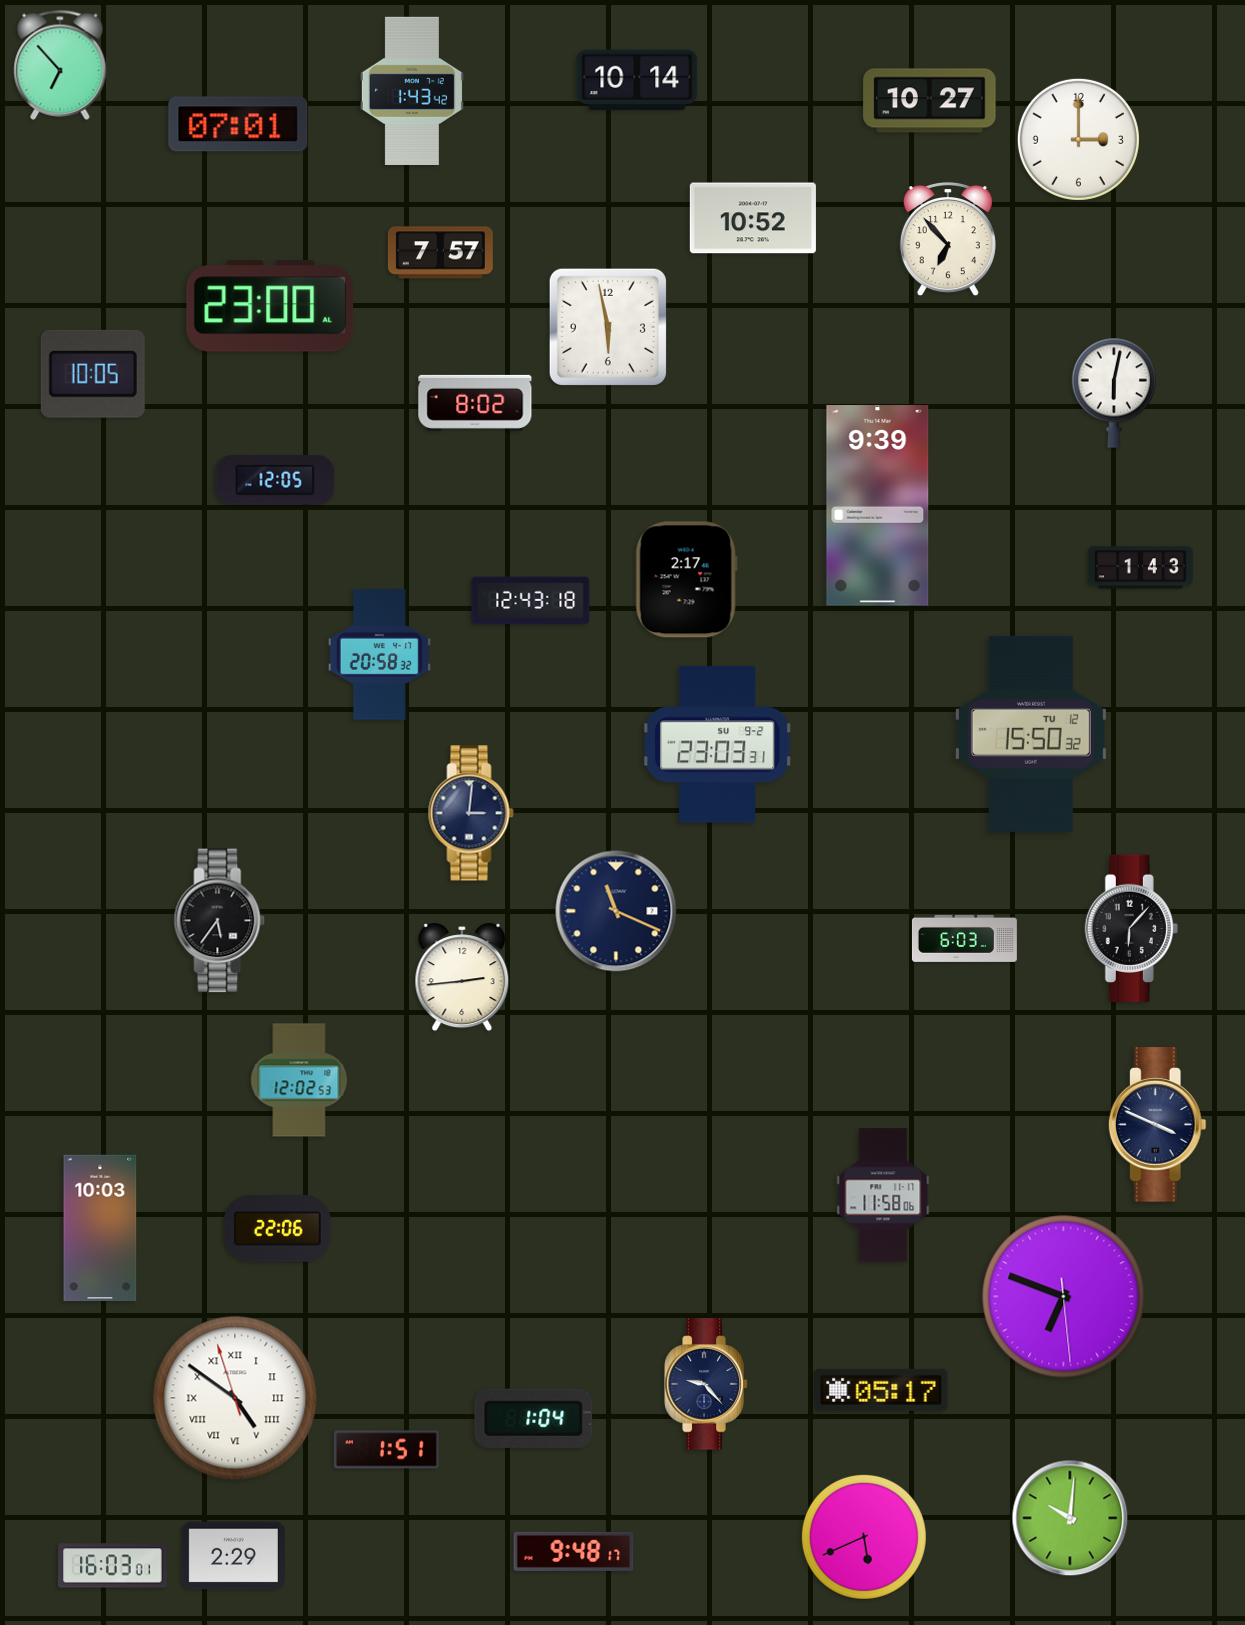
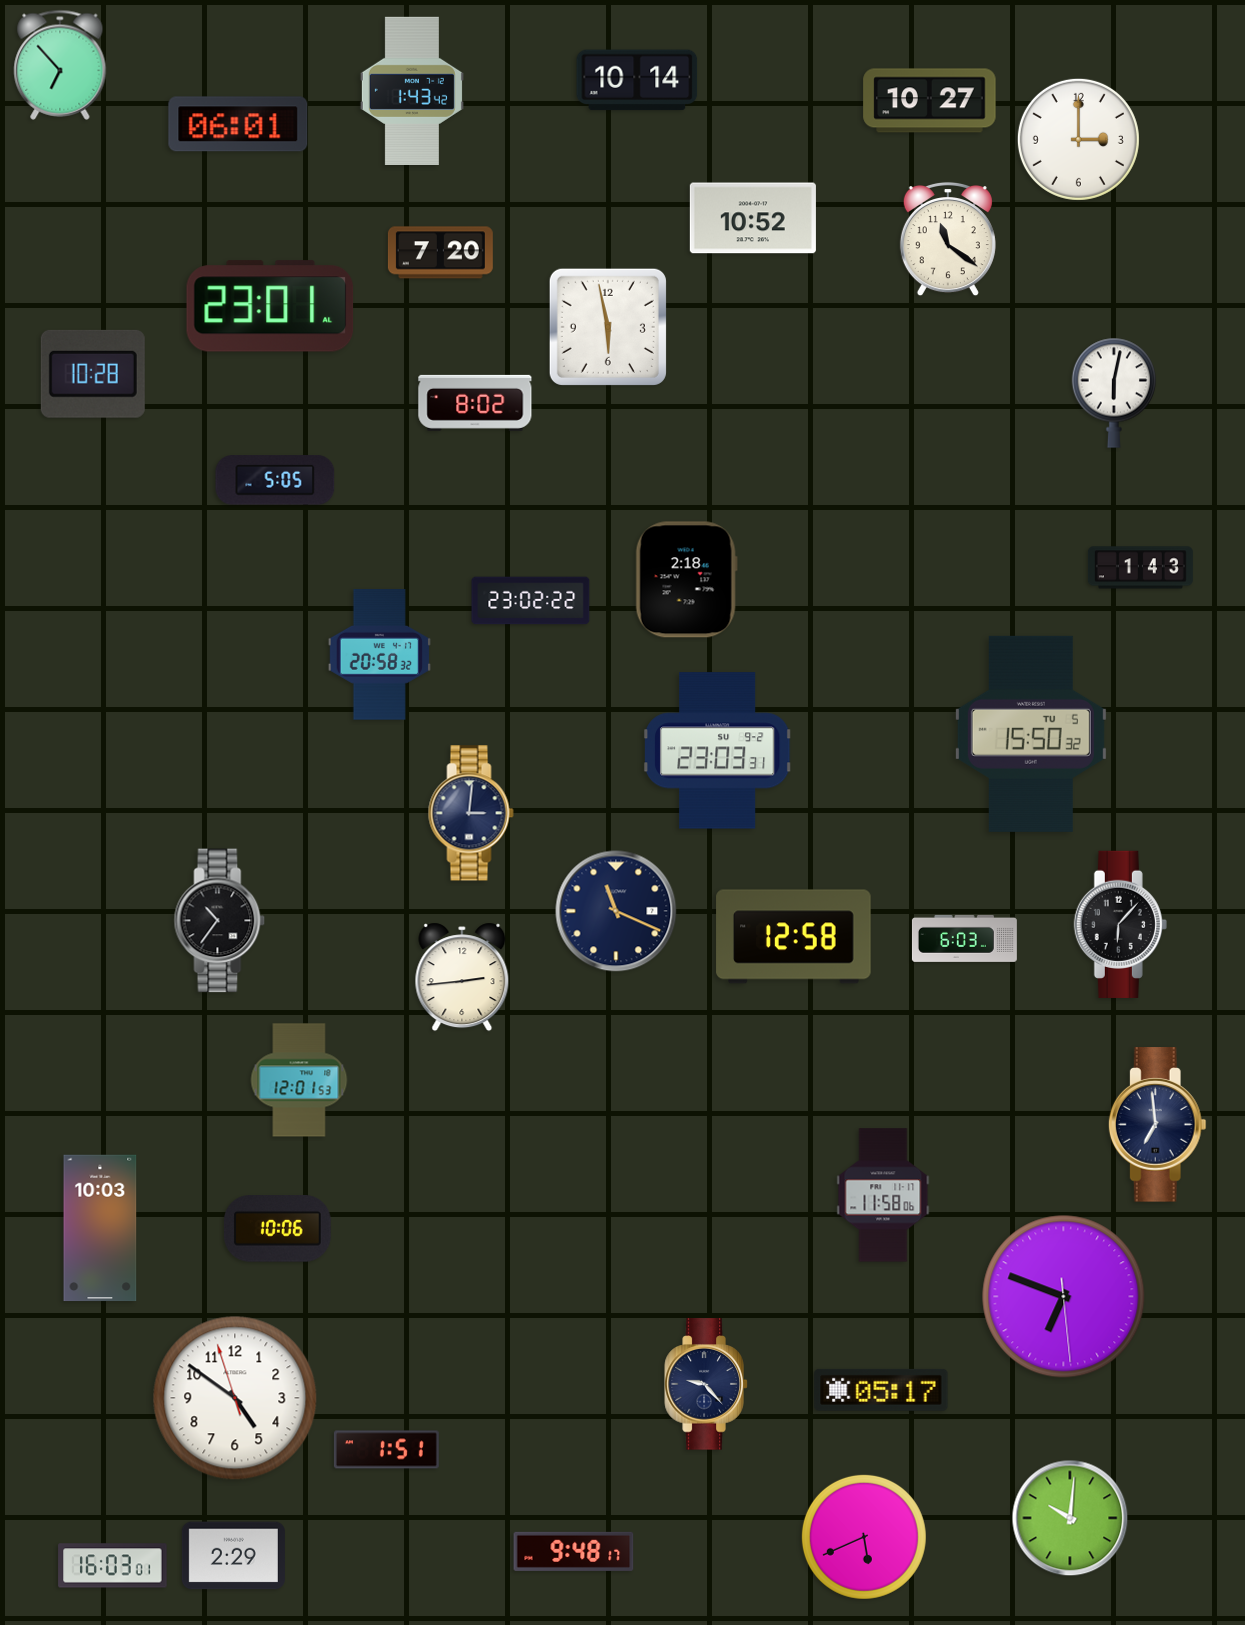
clock at (238, 124): 07:01 -> 06:01
clock at (948, 239): 6:53 -> 11:21
clock at (440, 253): 7:57 -> 7:20
clock at (270, 306): 23:00 -> 23:01
clock at (93, 374): 10:05 -> 10:28
clock at (275, 480): 12:05 -> 5:05
clock at (878, 506): 9:39 -> none
clock at (686, 580): 2:17 -> 2:18
clock at (531, 601): 12:43 -> 23:02
clock at (1031, 734) date: TU 12 -> TU 5
clock at (717, 745) position: (717, 745) -> (717, 751)
clock at (220, 921): 5:36 -> 10:36
clock at (1131, 928) position: (1131, 928) -> (1120, 924)
clock at (794, 937): none -> 12:58
clock at (299, 1080): 12:02 -> 12:01
clock at (1157, 1125): 3:49 -> 6:59
clock at (277, 1229): 22:06 -> 10:06
clock at (235, 1398) numerals: Roman -> Arabic
clock at (534, 1418): 1:04 -> none
